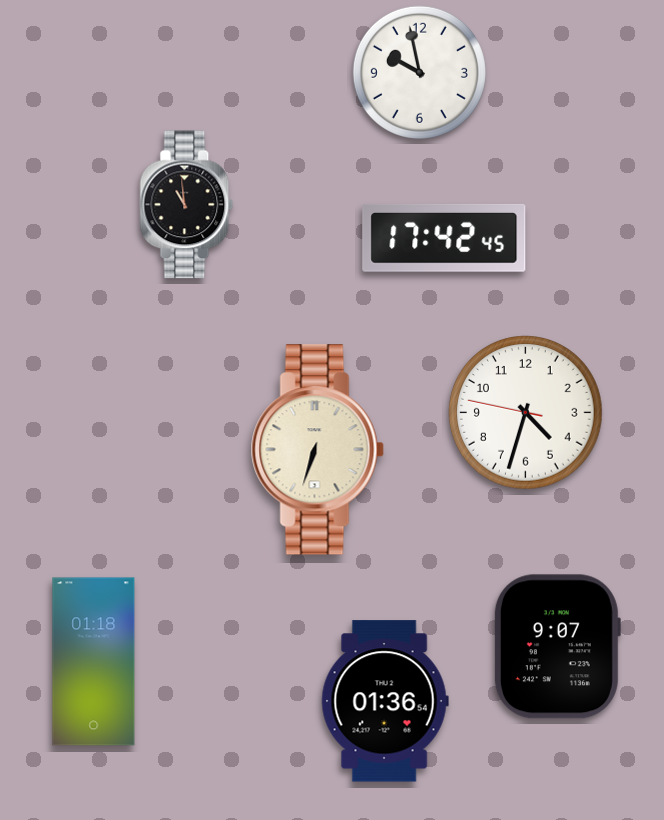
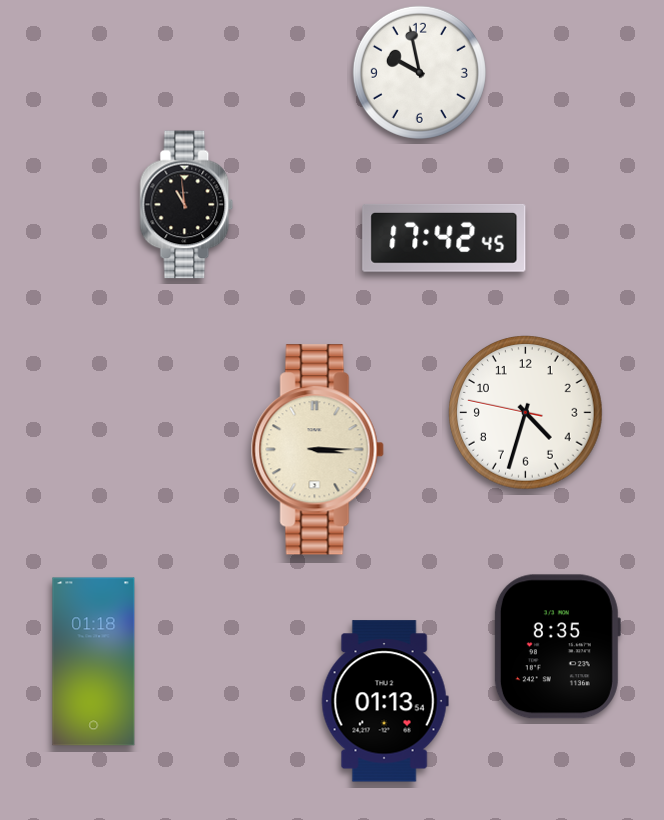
clock at (317, 450): 6:33 -> 3:15
clock at (557, 647): 9:07 -> 8:35
clock at (385, 701): 01:36 -> 01:13
